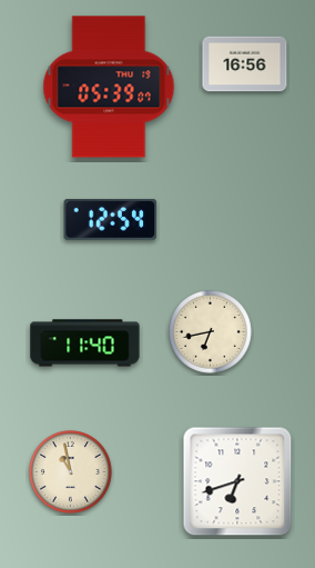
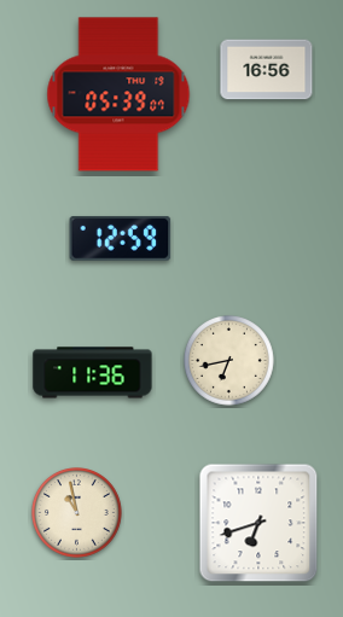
clock at (111, 220): 12:54 -> 12:59
clock at (85, 343): 11:40 -> 11:36
